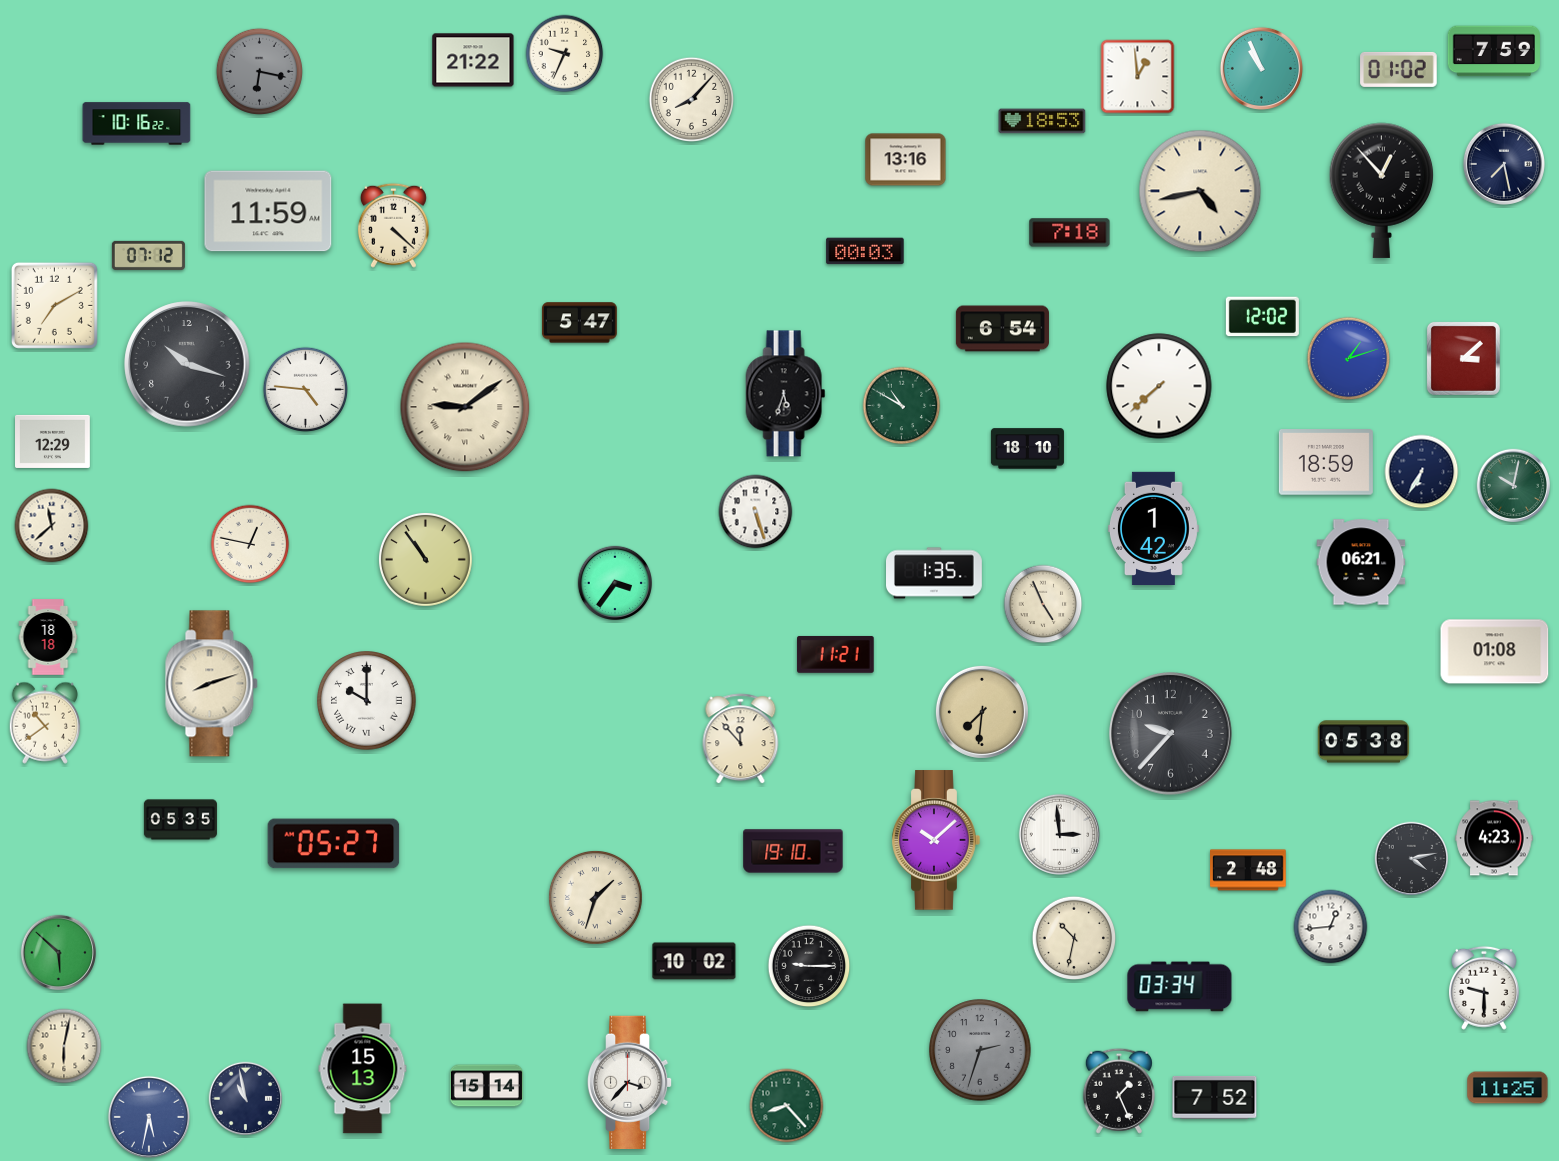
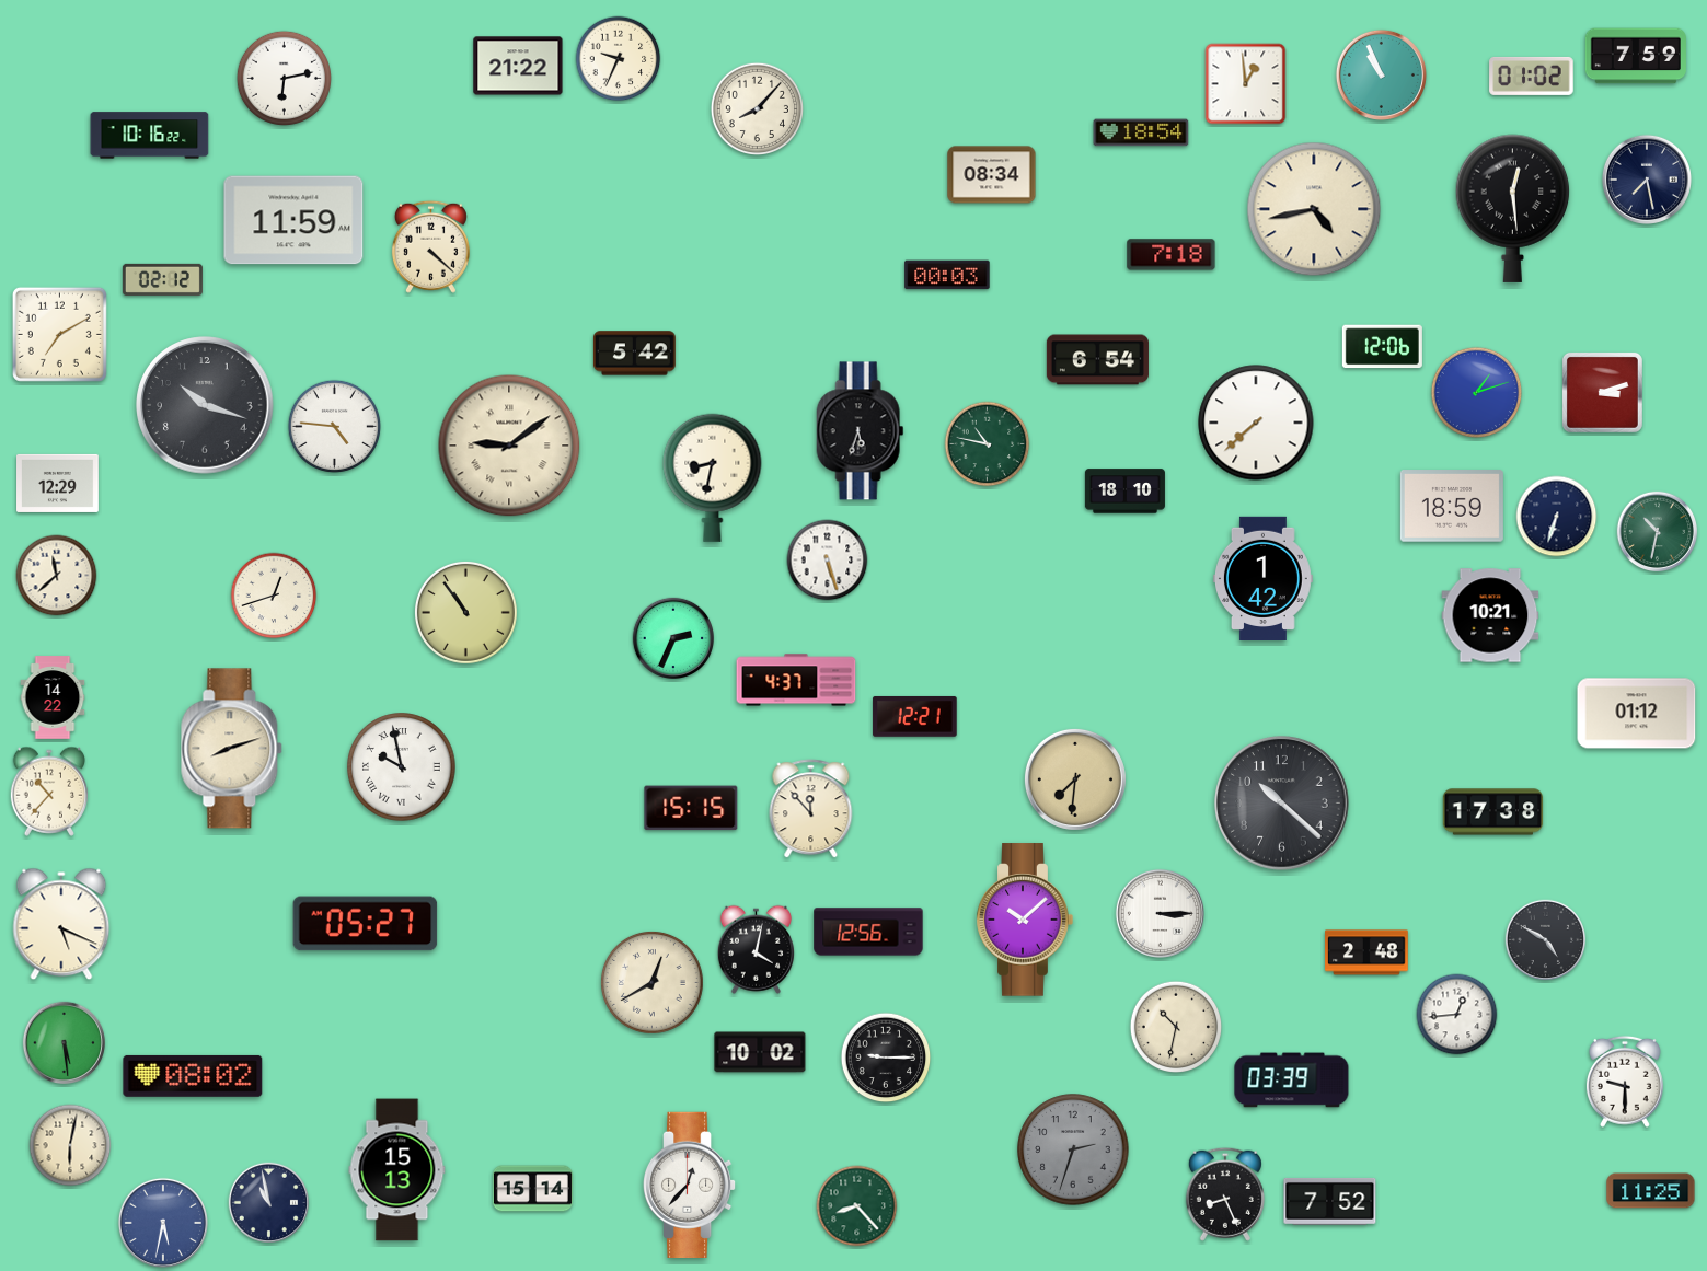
clock at (259, 71): 6:17 -> 6:13
clock at (259, 71) dial: grey -> white
clock at (1042, 121): 18:53 -> 18:54
clock at (906, 160): 13:16 -> 08:34
clock at (1382, 190): 12:53 -> 12:29
clock at (268, 211) position: (268, 211) -> (293, 220)
clock at (148, 255): 07:12 -> 02:12
clock at (1262, 317): 12:02 -> 12:06
clock at (579, 323): 5:47 -> 5:42
clock at (1463, 358): 3:08 -> 3:12
clock at (187, 364) position: (187, 364) -> (205, 405)
clock at (1159, 386) position: (1159, 386) -> (1256, 423)
clock at (902, 406): 10:50 -> 10:47
clock at (713, 477): none -> 8:32
clock at (1422, 472): 6:35 -> 6:33
clock at (1514, 486): 10:02 -> 10:32
clock at (250, 544): 12:47 -> 12:42
clock at (1361, 562): 06:21 -> 10:21
clock at (935, 573): 1:35 -> none
clock at (614, 582): 3:36 -> 2:34
clock at (1043, 604): 4:56 -> none
clock at (796, 680): none -> 4:37
clock at (48, 637): 18:18 -> 14:22
clock at (1495, 652): 01:08 -> 01:12
clock at (836, 654): 11:21 -> 12:21
clock at (367, 701): 10:00 -> 9:58
clock at (45, 723): 10:39 -> 10:37
clock at (1171, 734): 9:37 -> 10:22
clock at (691, 808): none -> 15:15
clock at (1364, 742): 05:38 -> 17:38
clock at (180, 820): 05:35 -> none
clock at (1059, 834): 2:59 -> 3:15
clock at (1494, 838): 4:23 -> none
clock at (61, 924): none -> 5:19
clock at (793, 851): 19:10 -> 12:56
clock at (1412, 859): 4:13 -> 4:50
clock at (756, 949): none -> 4:02
clock at (595, 897): 1:33 -> 12:40
clock at (58, 952): 5:52 -> 5:29
clock at (193, 1076): none -> 08:02
clock at (1180, 987): 03:34 -> 03:39
clock at (630, 1082): 3:37 -> 12:37
clock at (1119, 1091): 1:26 -> 8:26
clock at (787, 1106) position: (787, 1106) -> (857, 1206)
